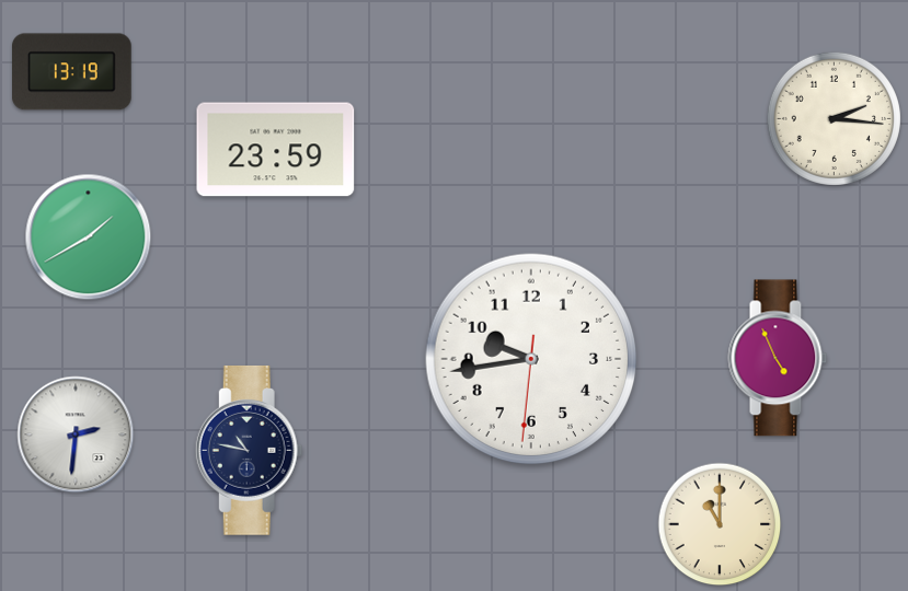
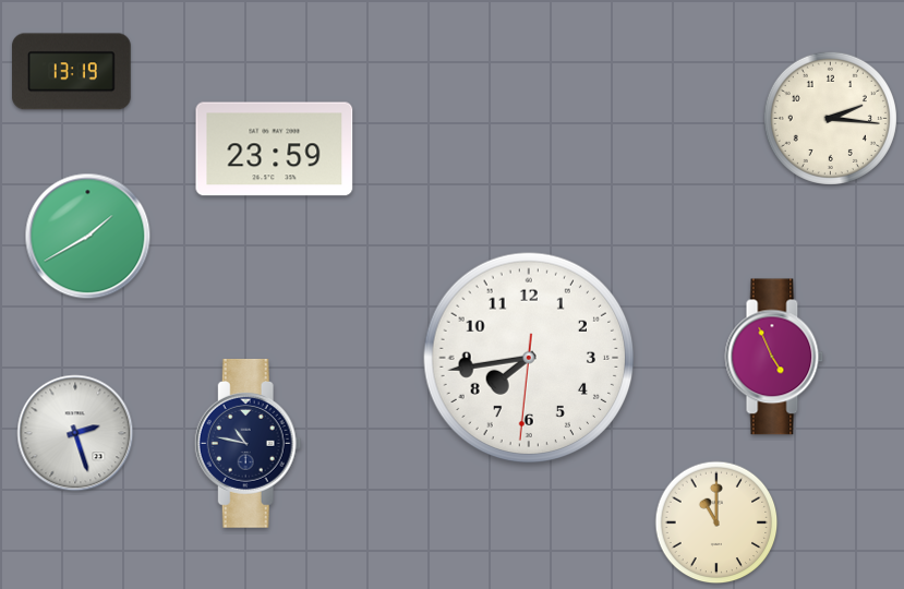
clock at (531, 359): 9:43 -> 7:43
clock at (76, 434): 2:31 -> 2:27
clock at (249, 450) position: (249, 450) -> (248, 443)
